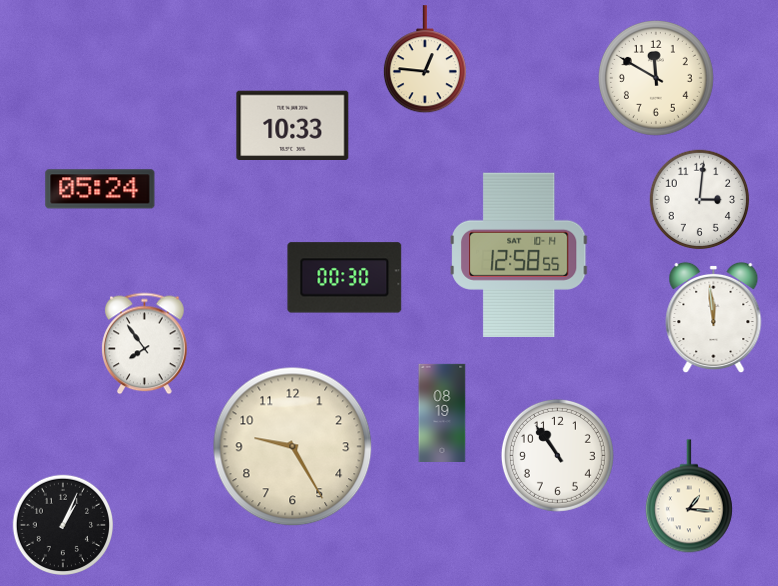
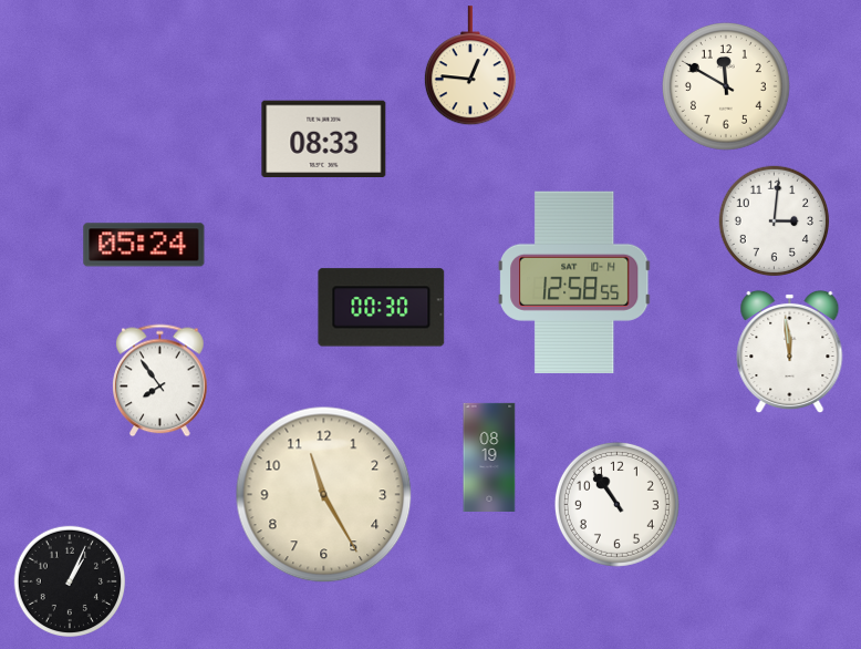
clock at (293, 126): 10:33 -> 08:33
clock at (100, 189) position: (100, 189) -> (144, 245)
clock at (293, 447): 9:25 -> 11:25
clock at (689, 496): 1:16 -> none
